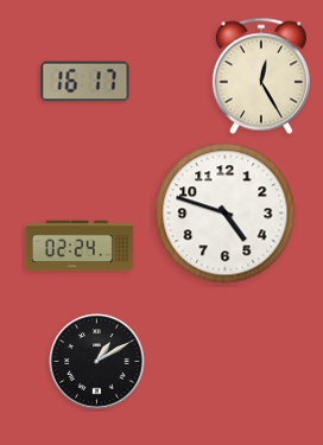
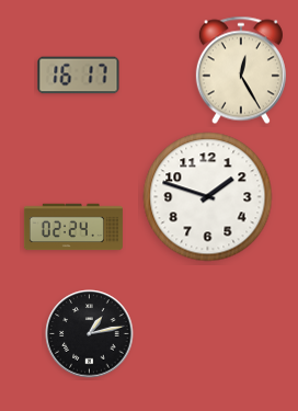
clock at (226, 214): 4:48 -> 1:48
clock at (97, 362): 1:10 -> 1:13
